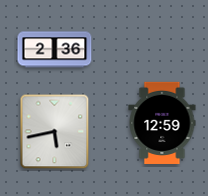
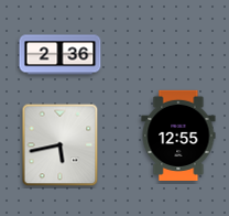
clock at (162, 123): 12:59 -> 12:55
